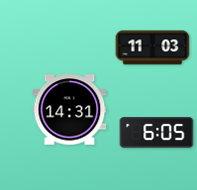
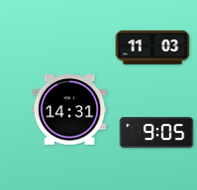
clock at (157, 133): 6:05 -> 9:05
